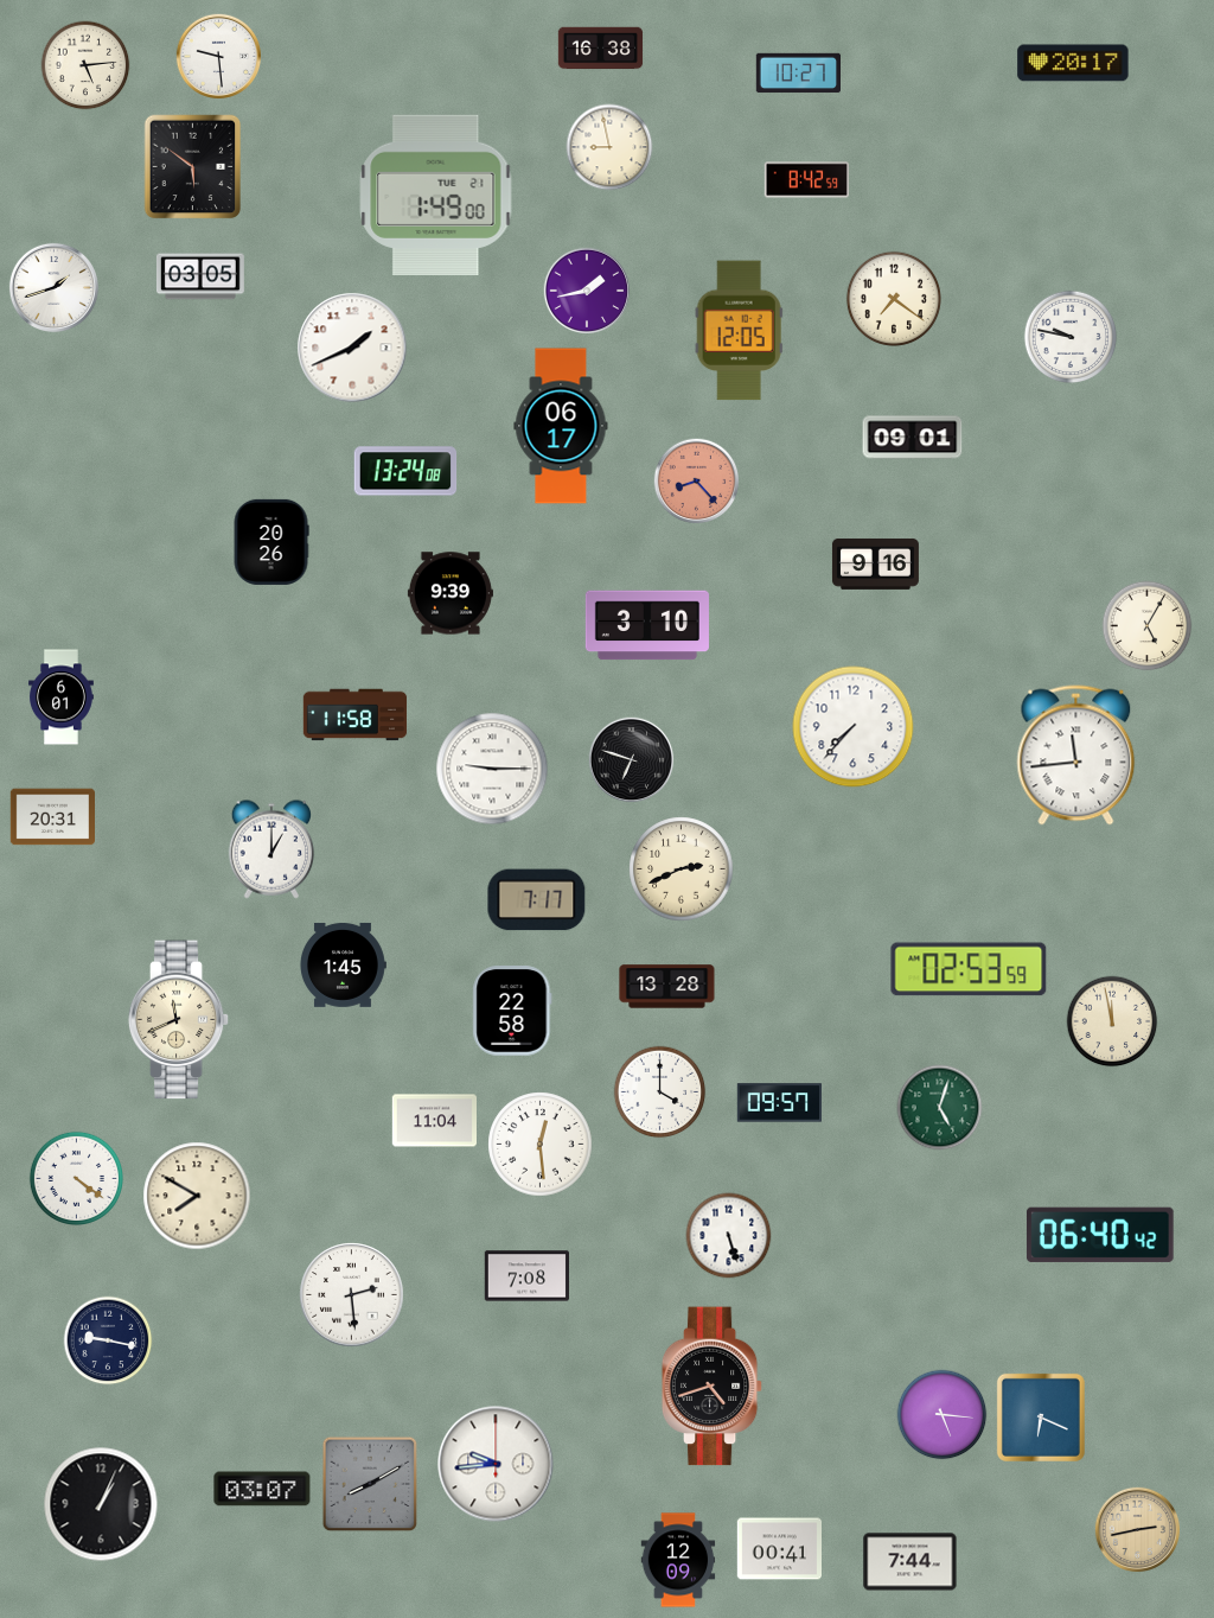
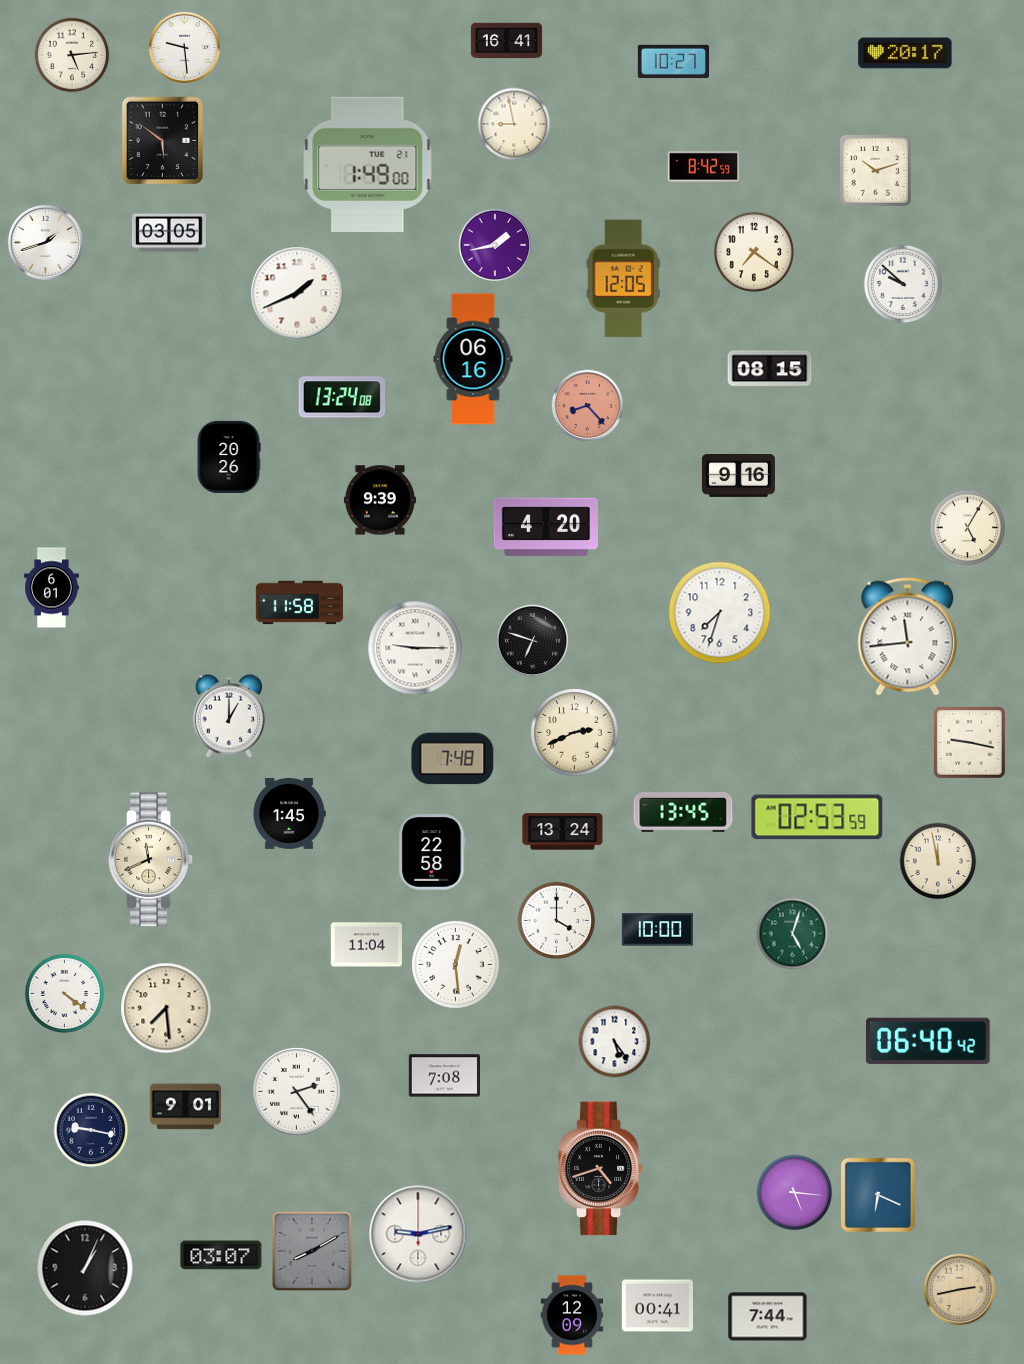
clock at (601, 49): 16:38 -> 16:41
clock at (806, 180) position: (806, 180) -> (703, 167)
clock at (875, 170): none -> 10:12
clock at (1071, 337): 9:47 -> 9:52
clock at (561, 426): 06:17 -> 06:16
clock at (913, 438): 09:01 -> 08:15
clock at (647, 625): 3:10 -> 4:20
clock at (854, 727): 7:37 -> 7:33
clock at (52, 817): 20:31 -> none
clock at (969, 742): none -> 9:17
clock at (537, 900): 7:17 -> 7:48
clock at (683, 813): none -> 13:45
clock at (667, 987): 13:28 -> 13:24
clock at (779, 1103): 09:57 -> 10:00
clock at (197, 1196): 7:50 -> 7:29
clock at (729, 1236): 5:27 -> 5:24
clock at (352, 1295): 2:29 -> 2:24
clock at (185, 1107): none -> 9:01
clock at (496, 1464): 9:44 -> 9:13
